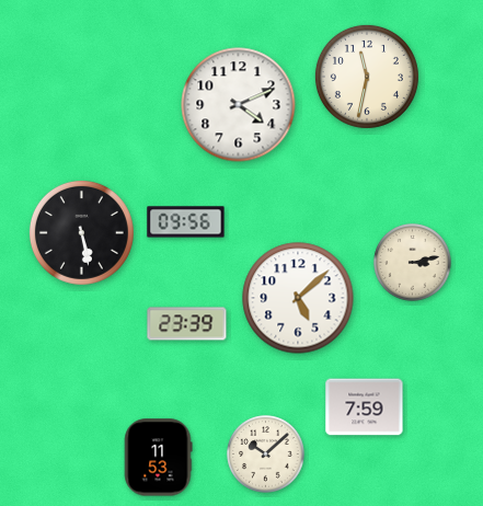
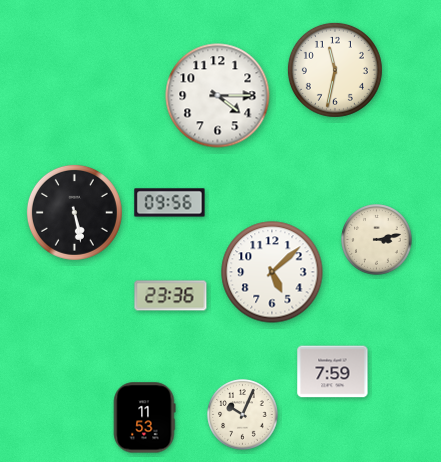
clock at (239, 105): 4:11 -> 4:15
clock at (187, 324): 23:39 -> 23:36
clock at (266, 455): 10:08 -> 10:04
